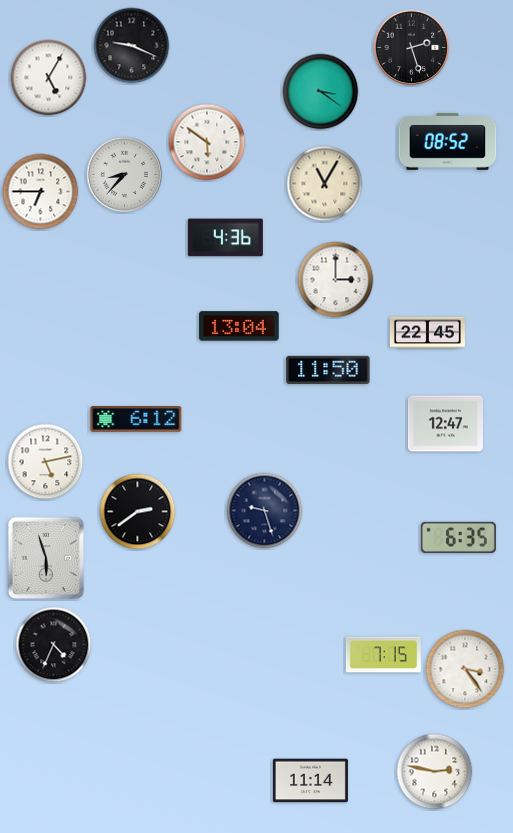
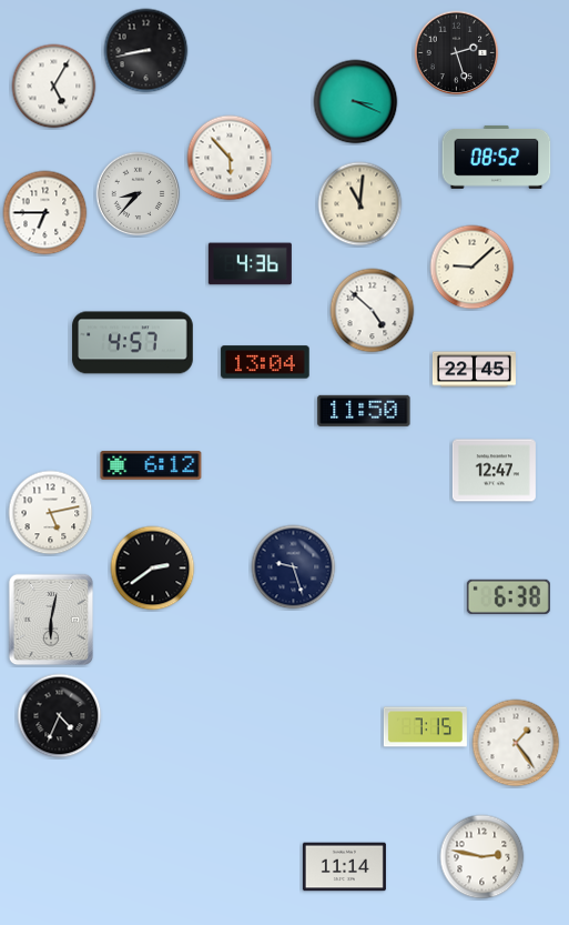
clock at (132, 46): 9:19 -> 8:43
clock at (321, 92): 3:21 -> 3:19
clock at (207, 142): 5:51 -> 5:53
clock at (325, 184): 11:05 -> 11:01
clock at (473, 268): none -> 9:08
clock at (336, 280): 3:00 -> 4:52
clock at (133, 343): none -> 4:57
clock at (458, 537): 6:35 -> 6:38
clock at (46, 558): 5:57 -> 6:02
clock at (465, 669): 3:24 -> 1:24
